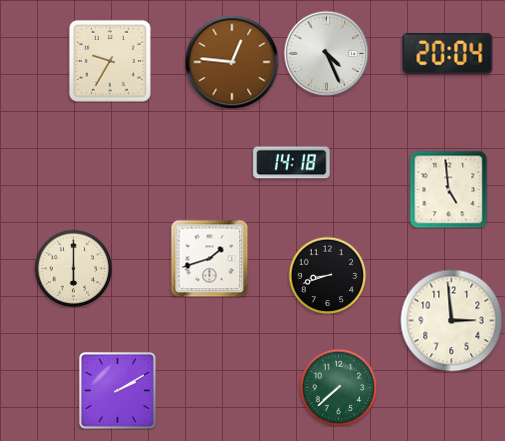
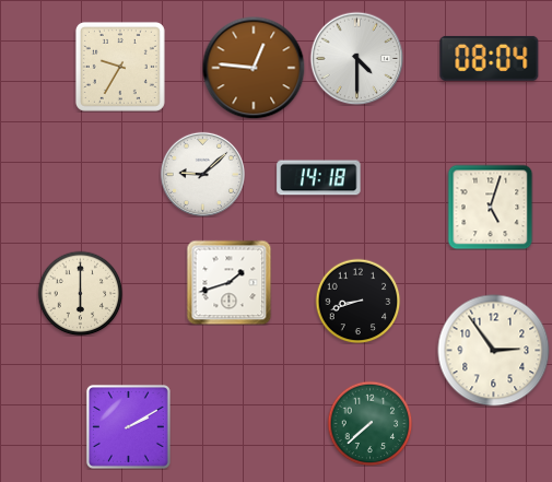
clock at (326, 53): 4:26 -> 4:30
clock at (448, 53): 20:04 -> 08:04
clock at (202, 174): none -> 9:08
clock at (448, 189): 4:59 -> 5:03
clock at (452, 321): 2:59 -> 2:54
